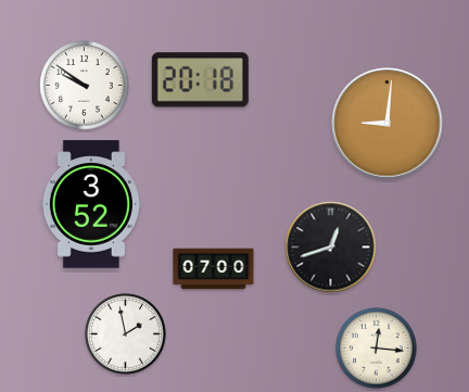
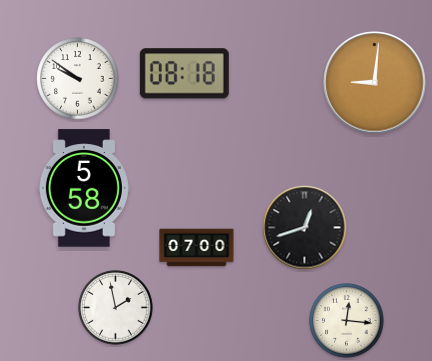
clock at (200, 80): 20:18 -> 08:18
clock at (388, 124) position: (388, 124) -> (375, 83)
clock at (91, 204): 3:52 -> 5:58
